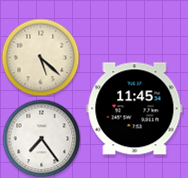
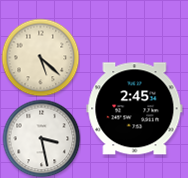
clock at (135, 109): 11:45 -> 2:45
clock at (41, 138): 7:24 -> 3:28
